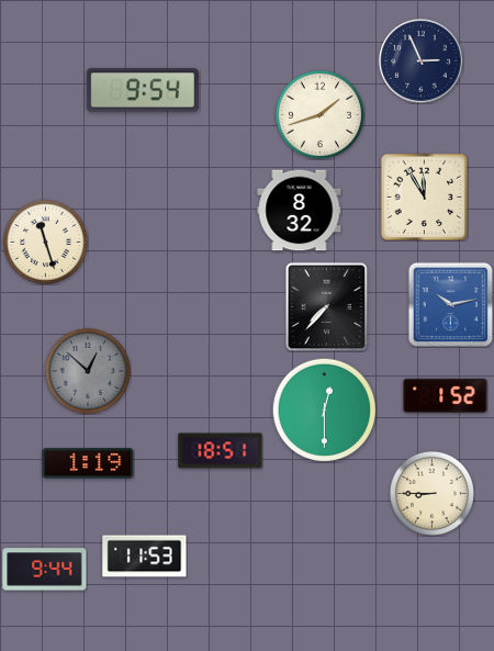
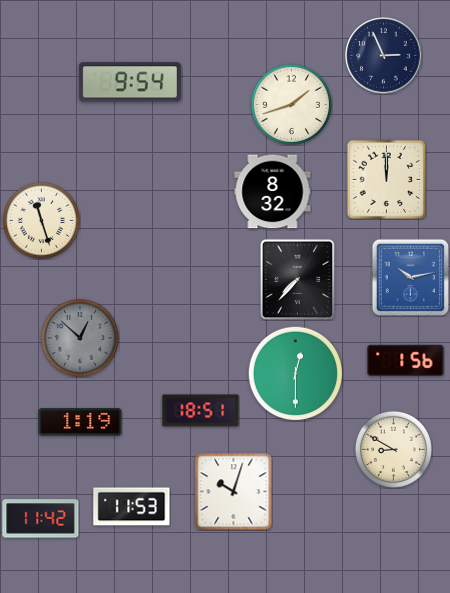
clock at (424, 197): 11:55 -> 12:00
clock at (446, 395): 1:52 -> 1:56
clock at (431, 493): 8:45 -> 8:50
clock at (233, 491): none -> 10:03
clock at (45, 570): 9:44 -> 11:42
